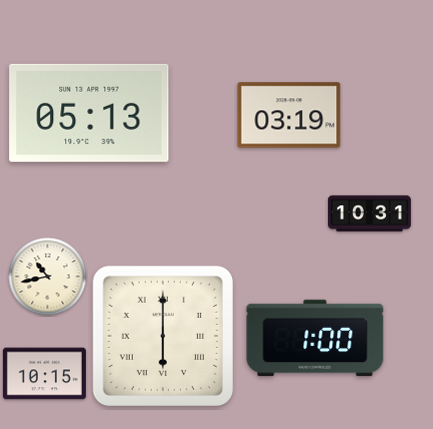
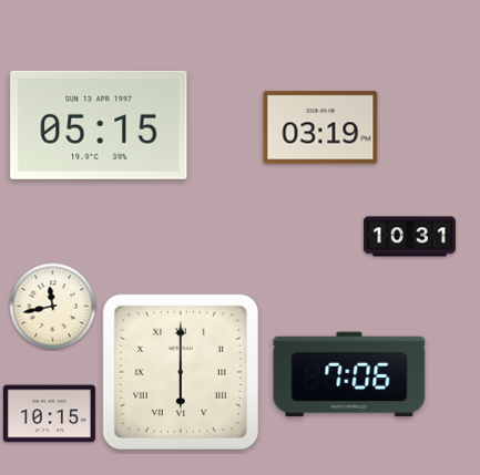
clock at (89, 113): 05:13 -> 05:15
clock at (48, 277): 10:43 -> 11:43
clock at (315, 338): 1:00 -> 7:06
